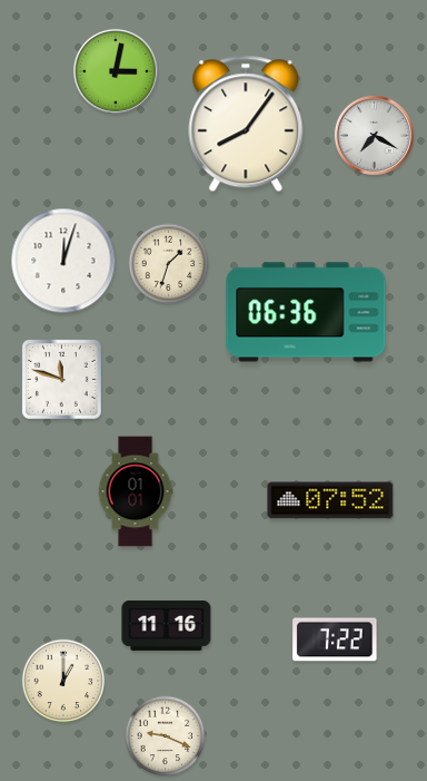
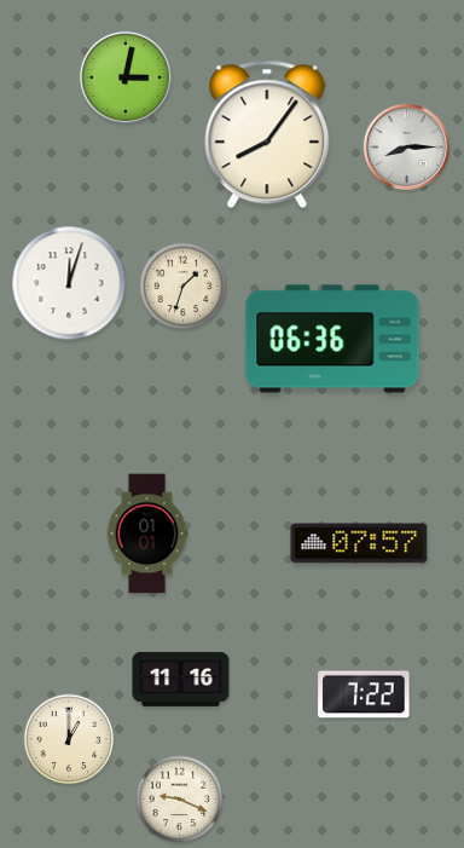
clock at (374, 135): 7:20 -> 8:15
clock at (62, 380): 11:48 -> none
clock at (330, 500): 07:52 -> 07:57
